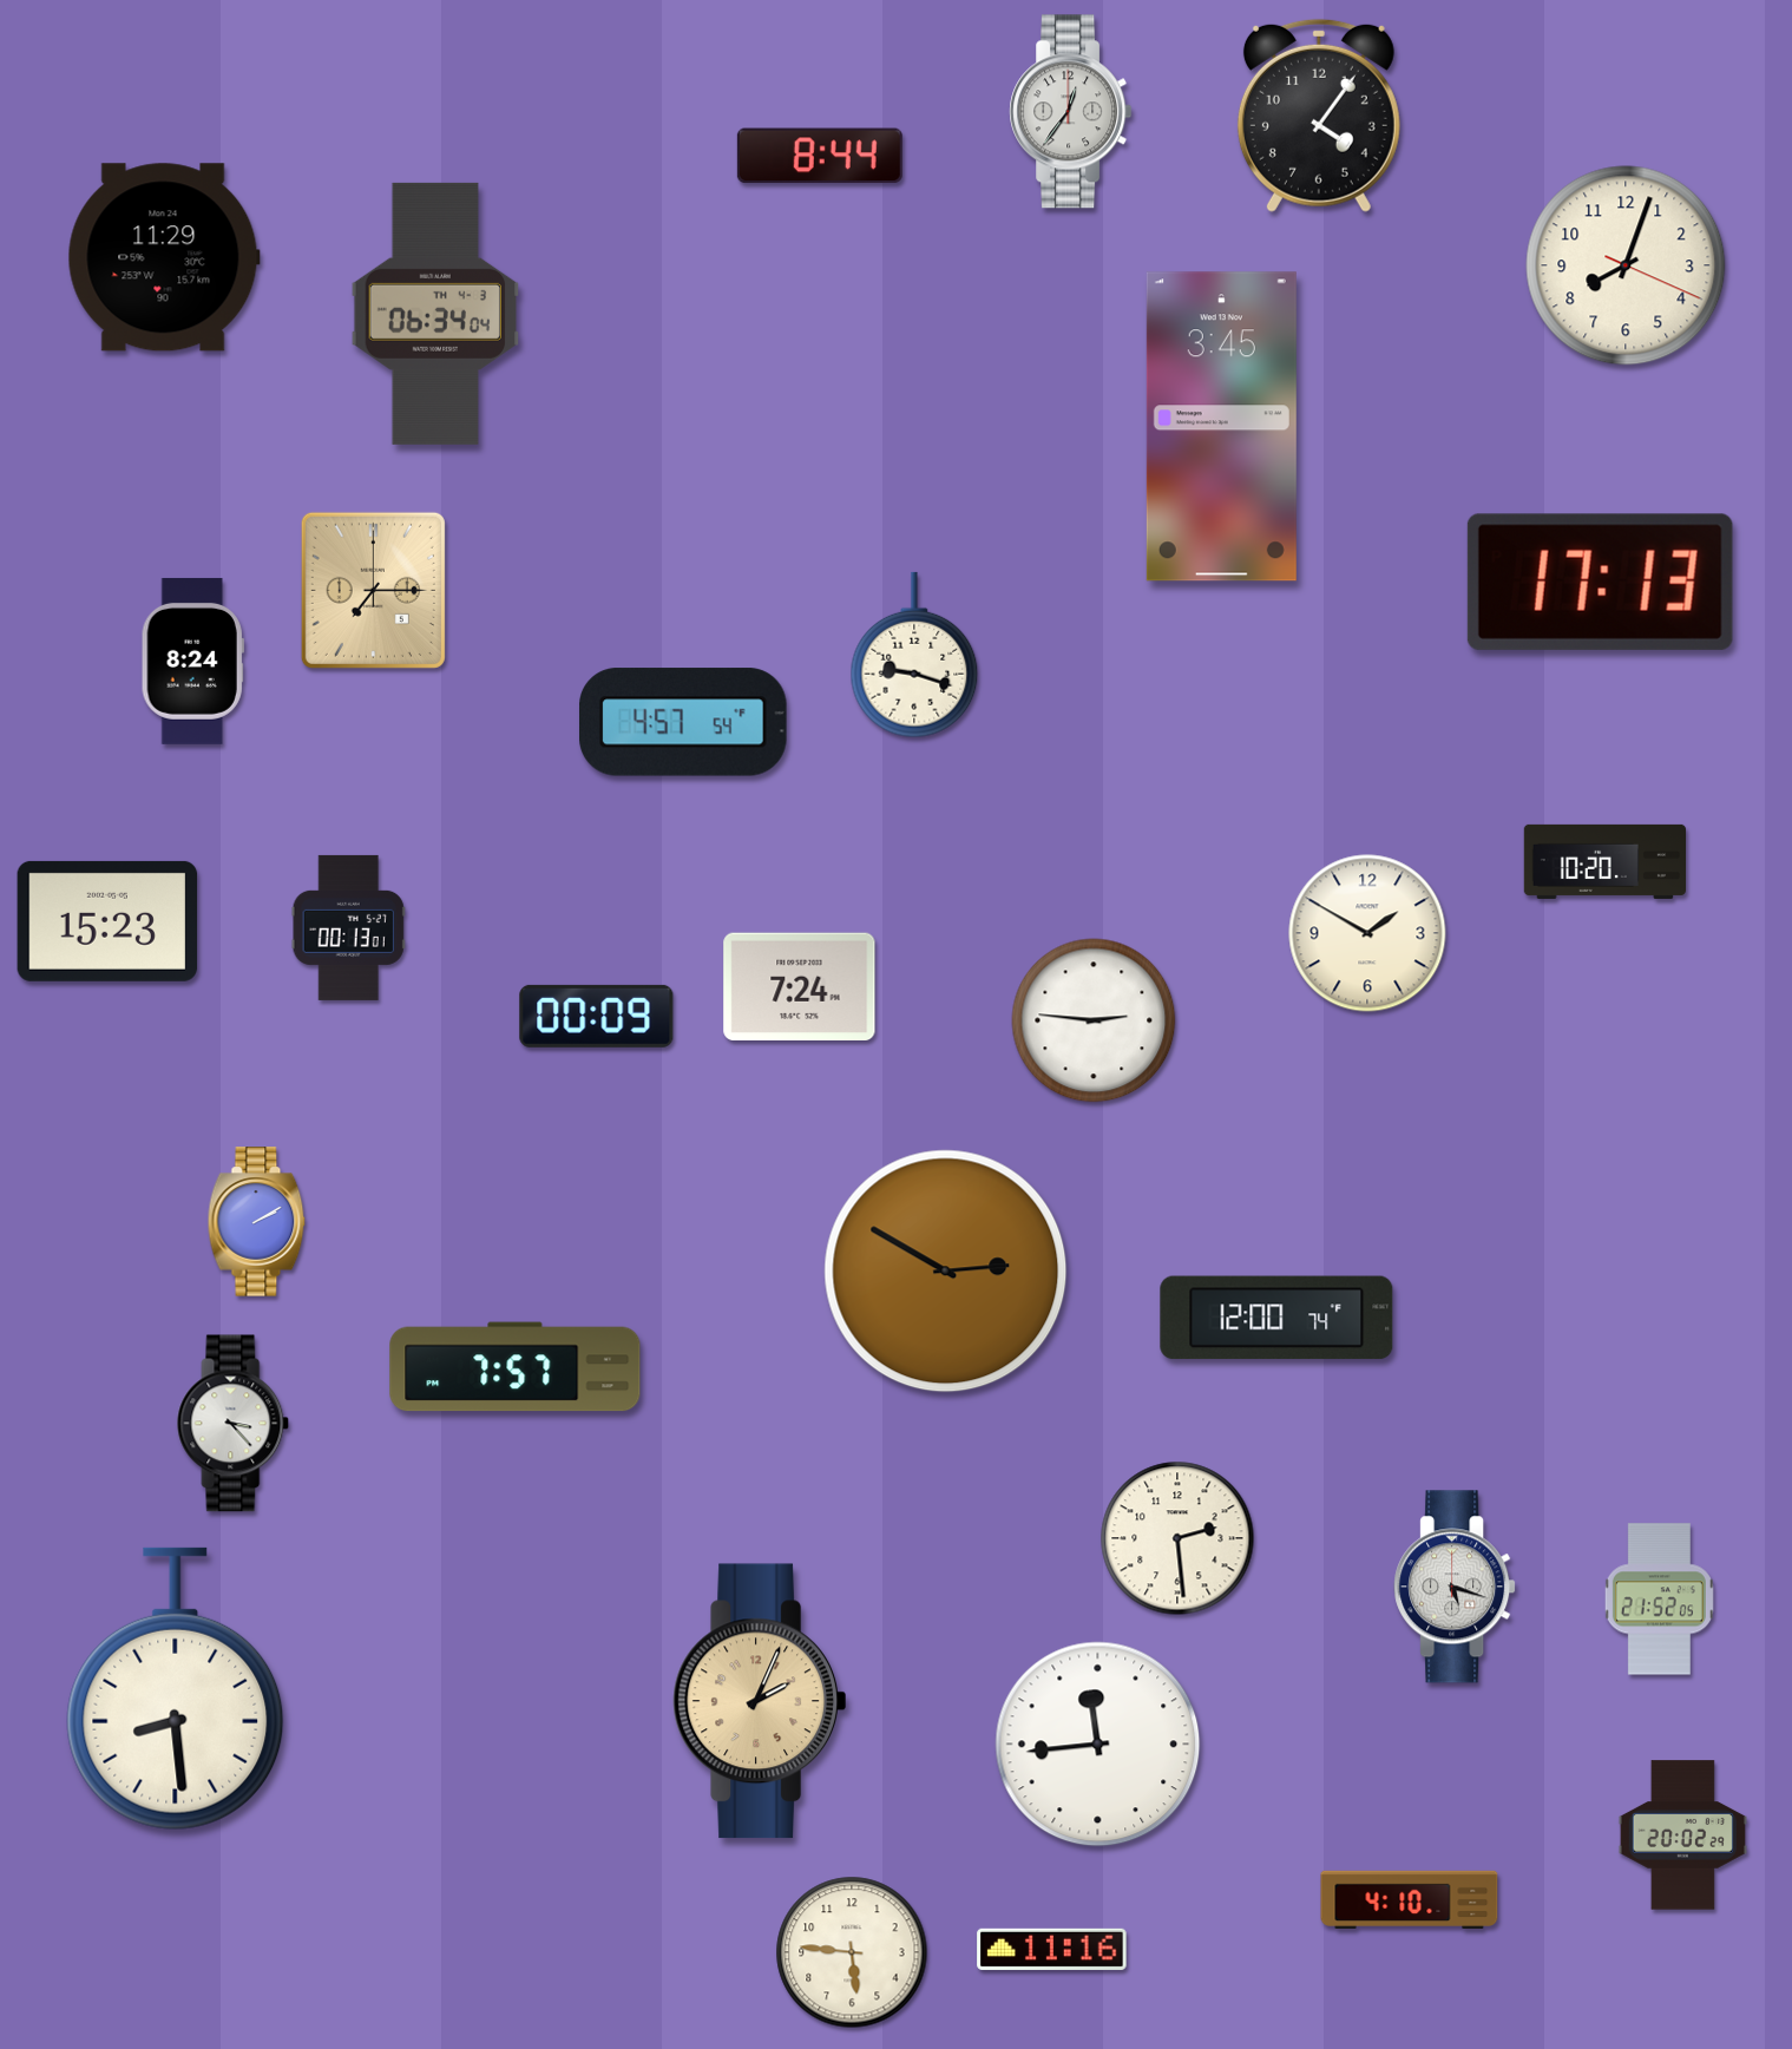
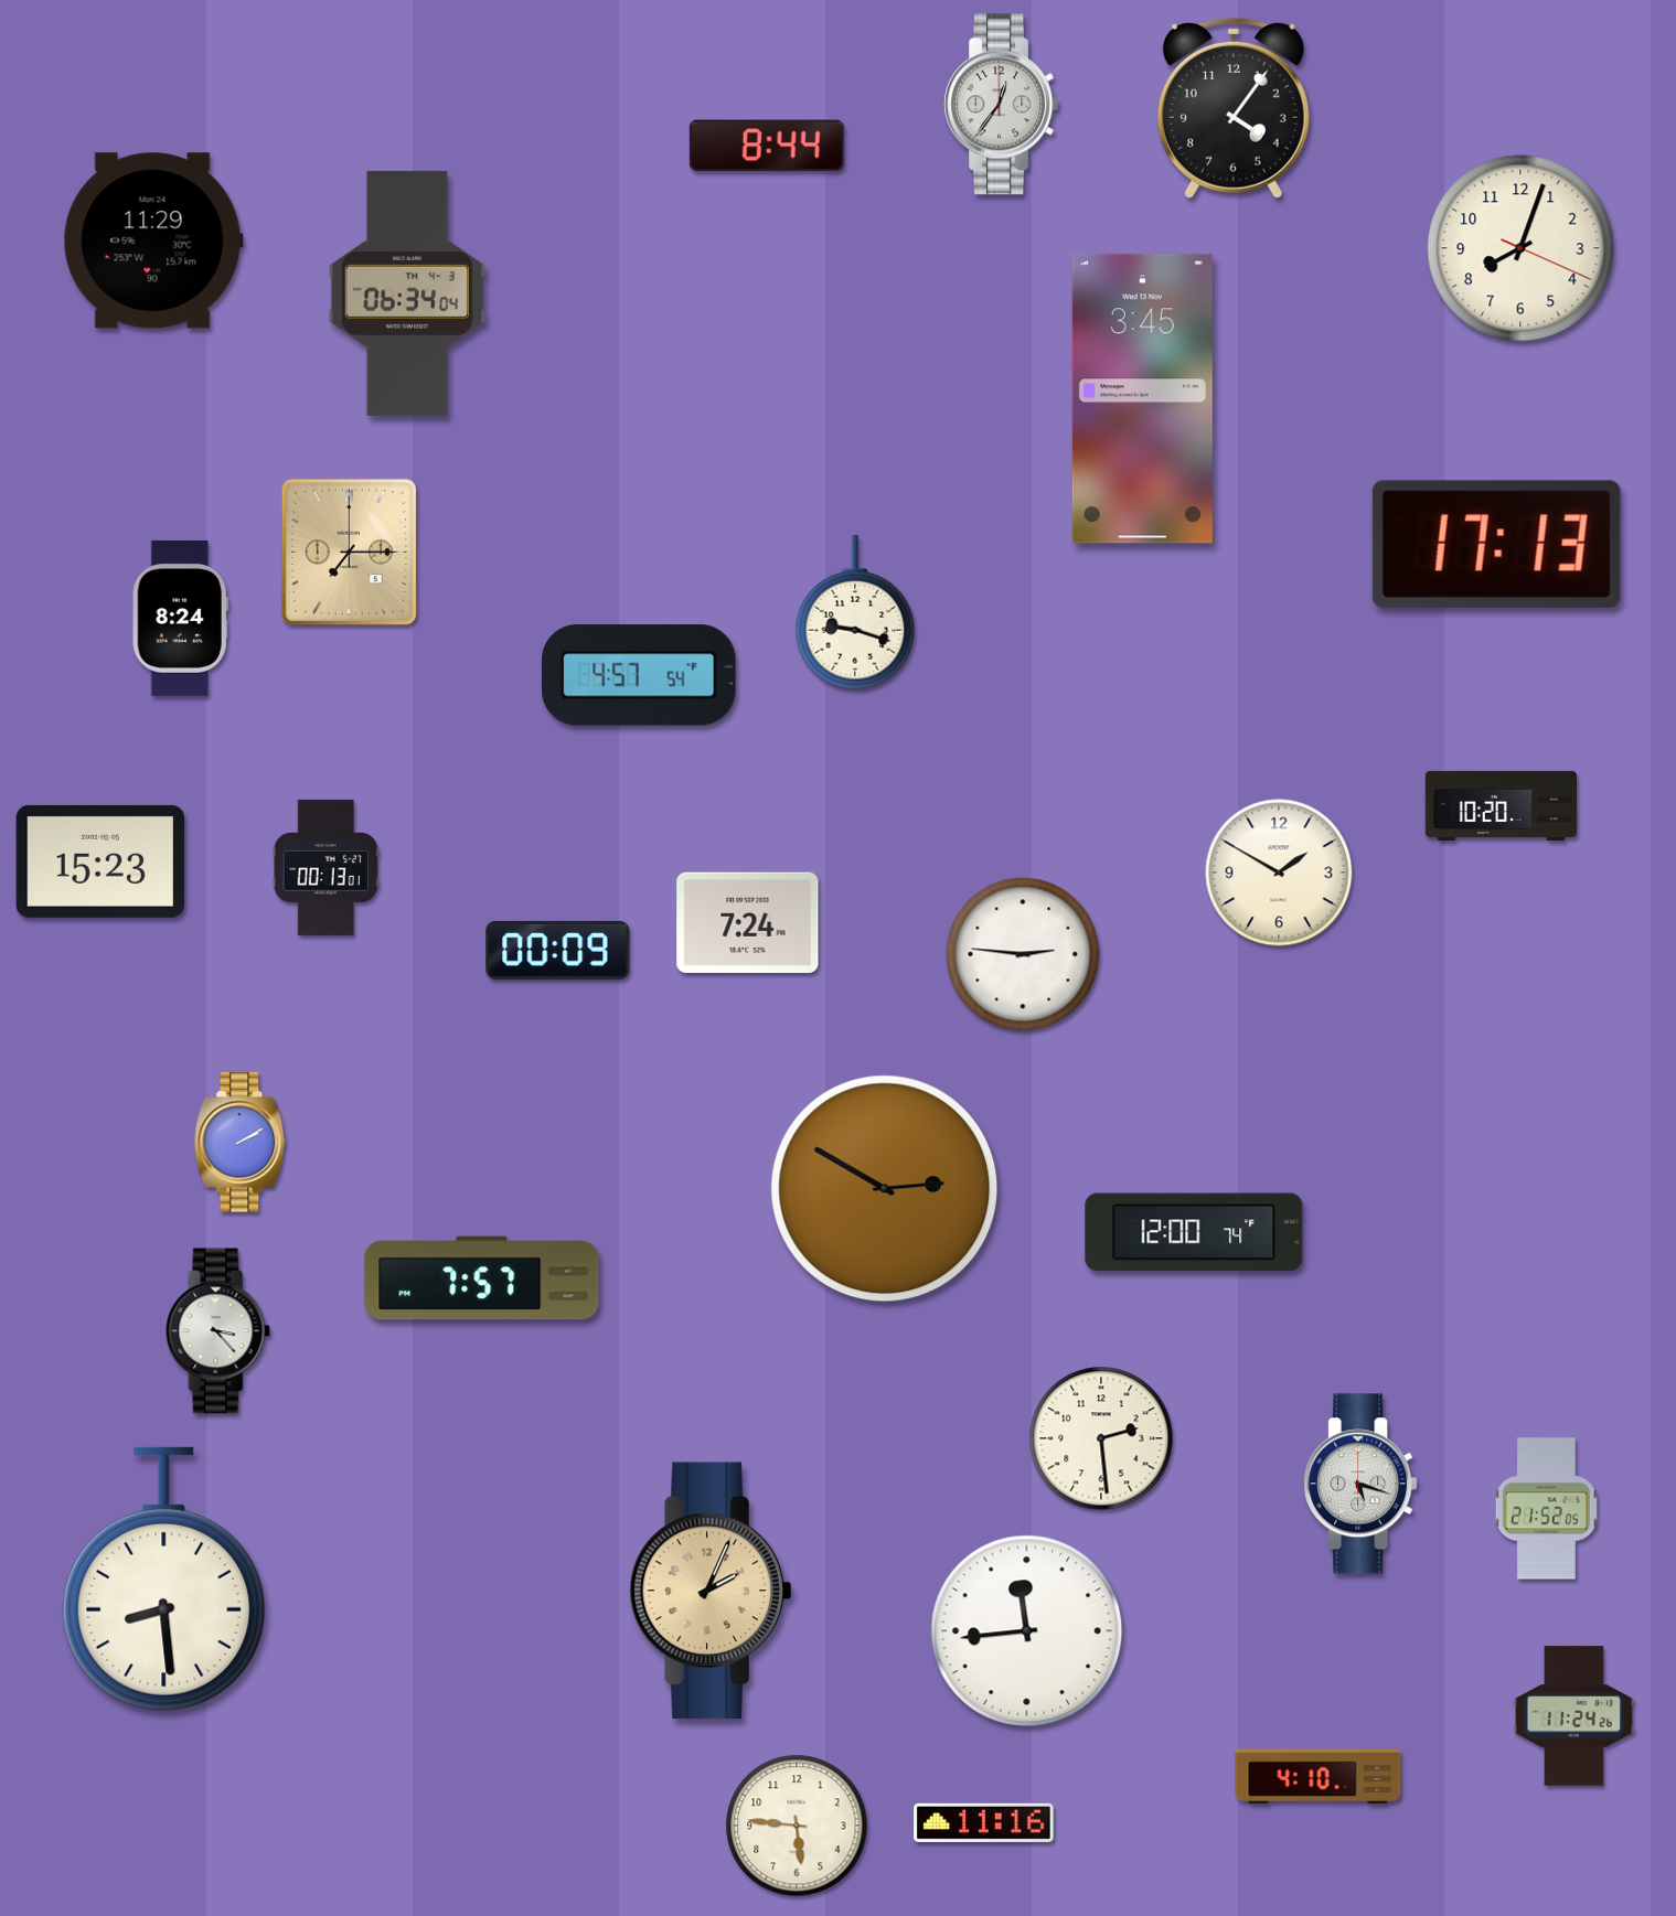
clock at (1659, 1600) position: (1659, 1600) -> (1546, 1509)
clock at (1682, 1835): 20:02 -> 11:24
